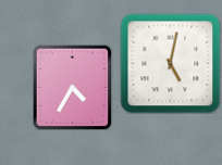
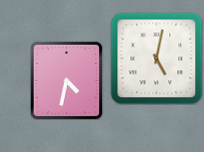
clock at (73, 87): 4:35 -> 4:32
